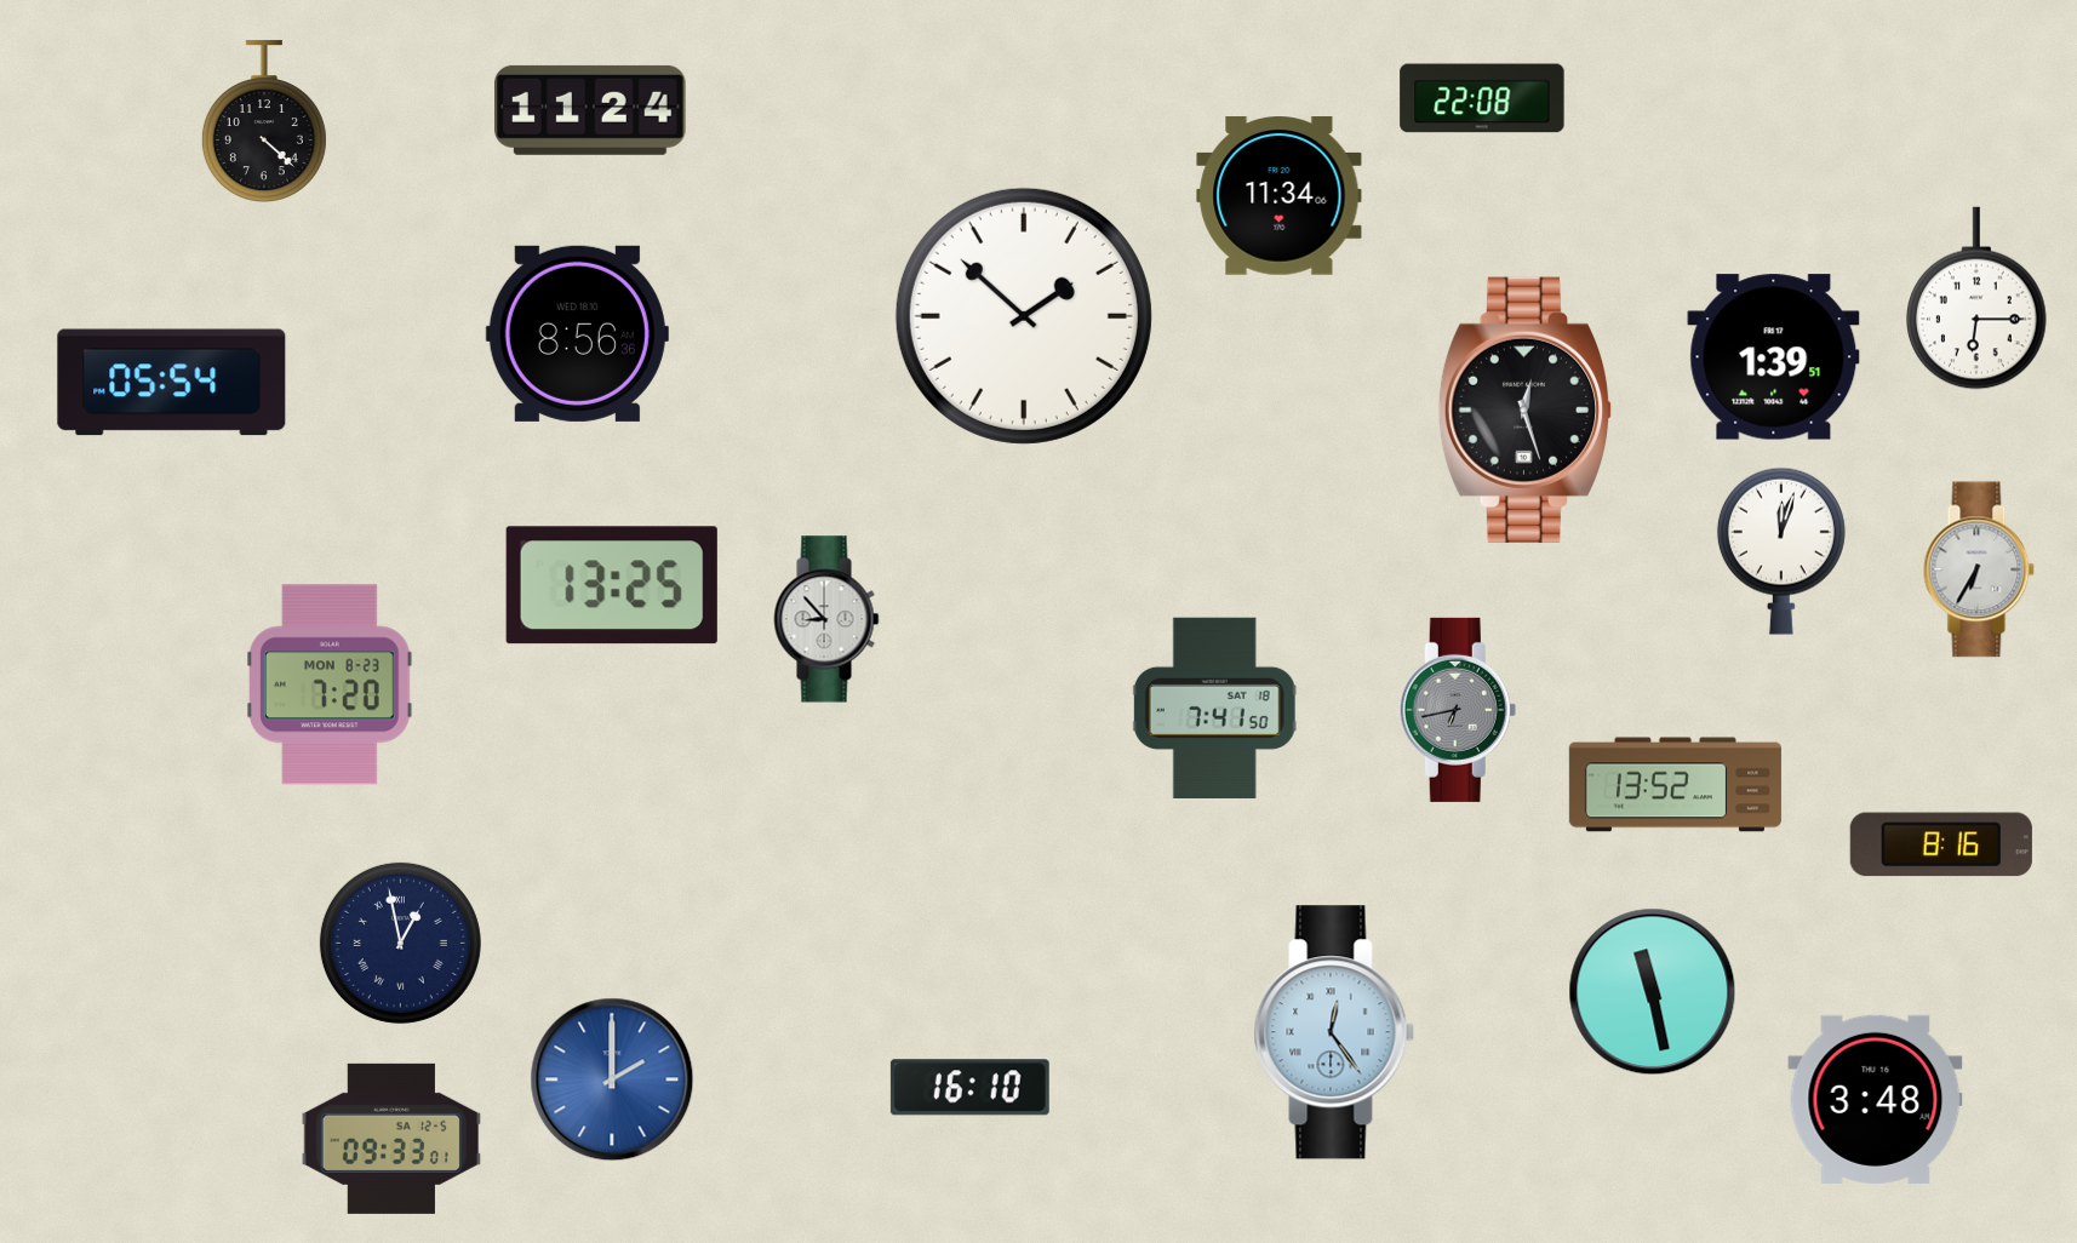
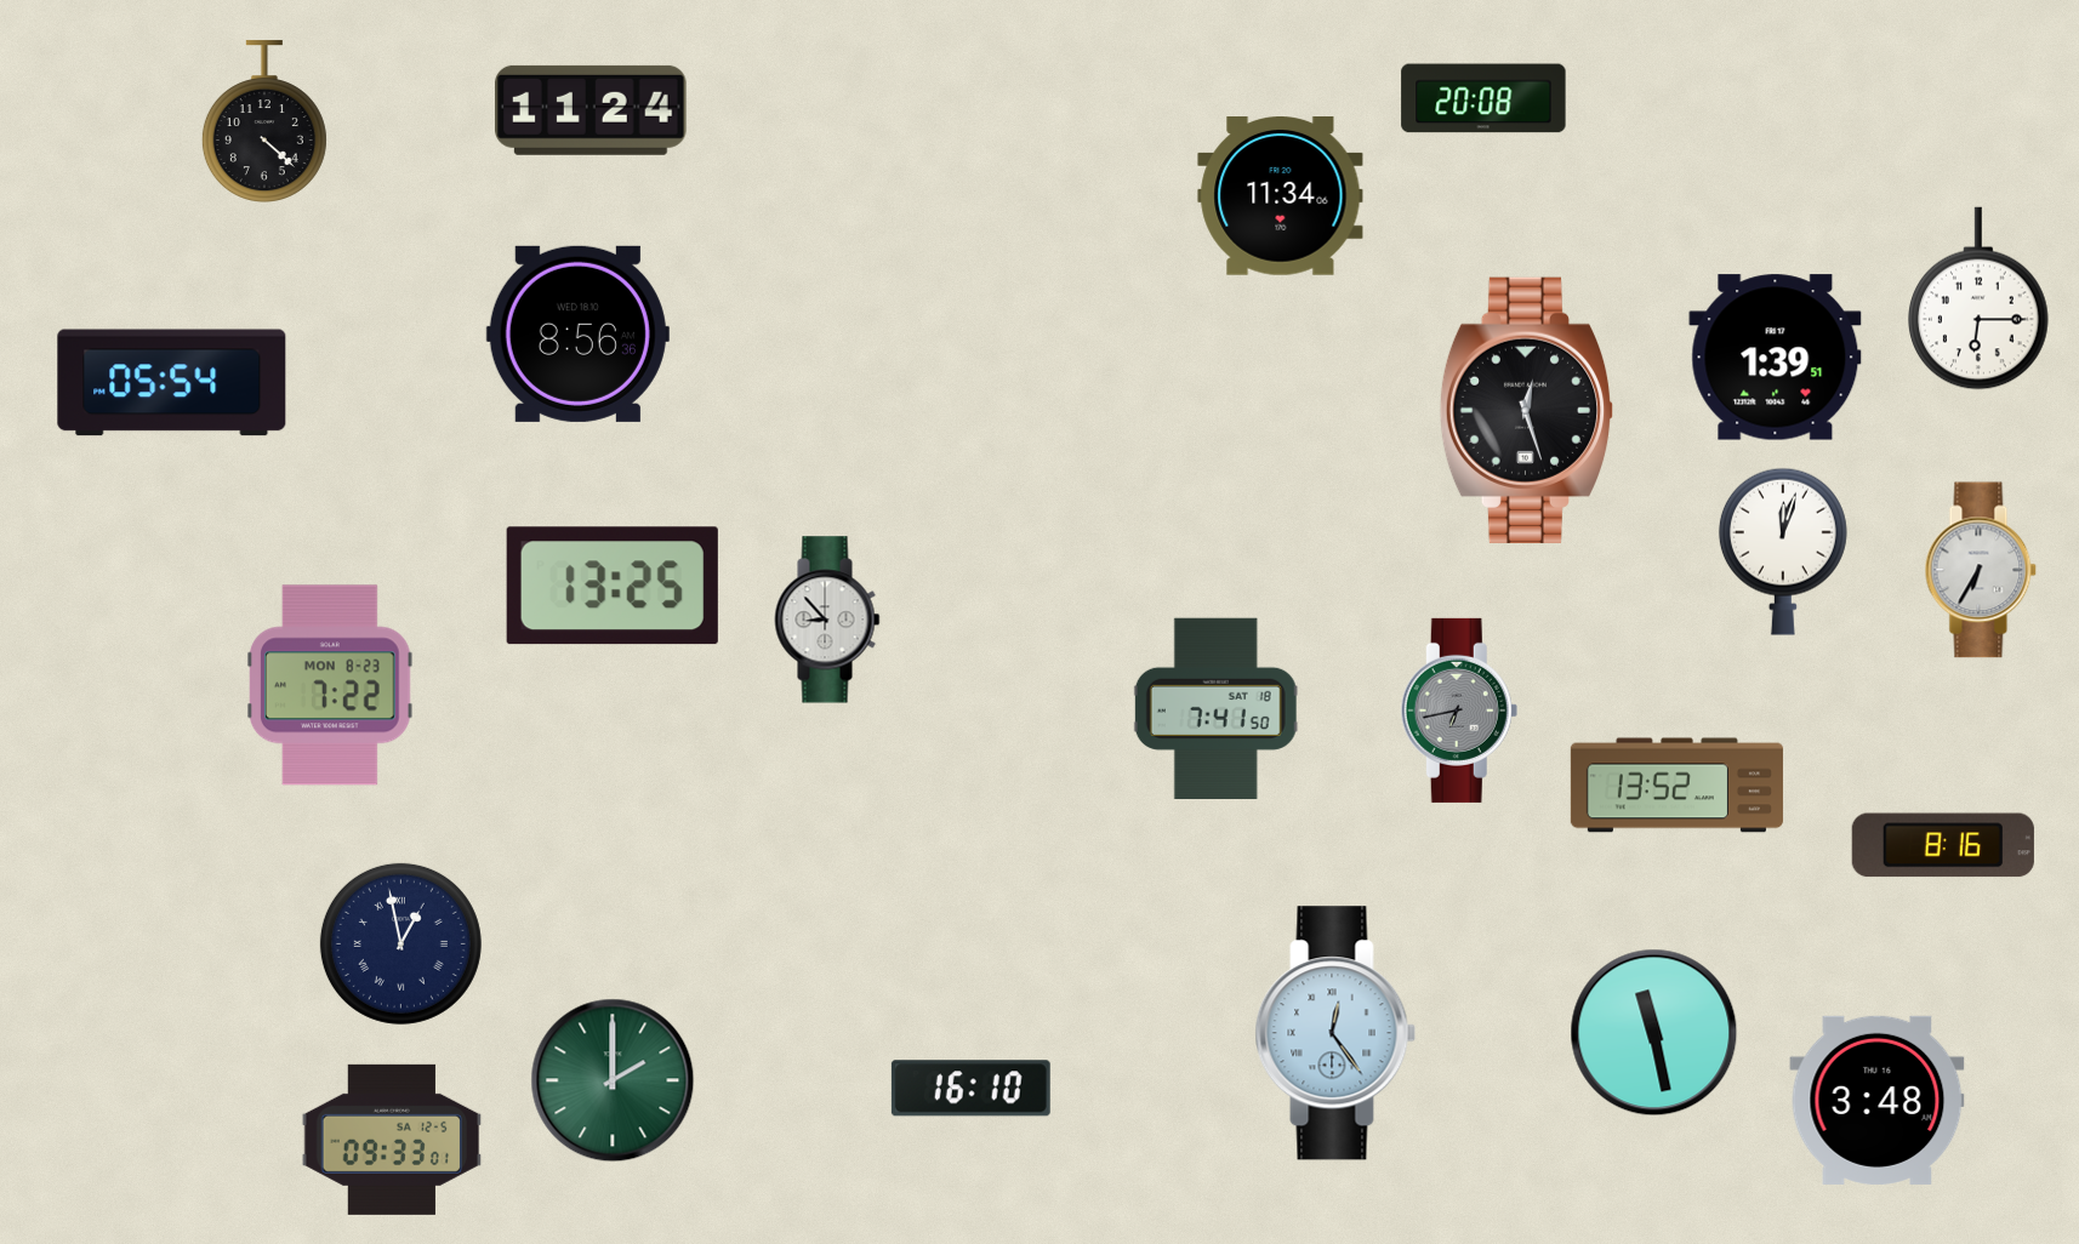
clock at (1482, 98): 22:08 -> 20:08
clock at (1024, 316): 1:52 -> none
clock at (331, 684): 7:20 -> 7:22
clock at (1653, 992) position: (1653, 992) -> (1654, 1033)
clock at (612, 1079) dial: blue -> green
